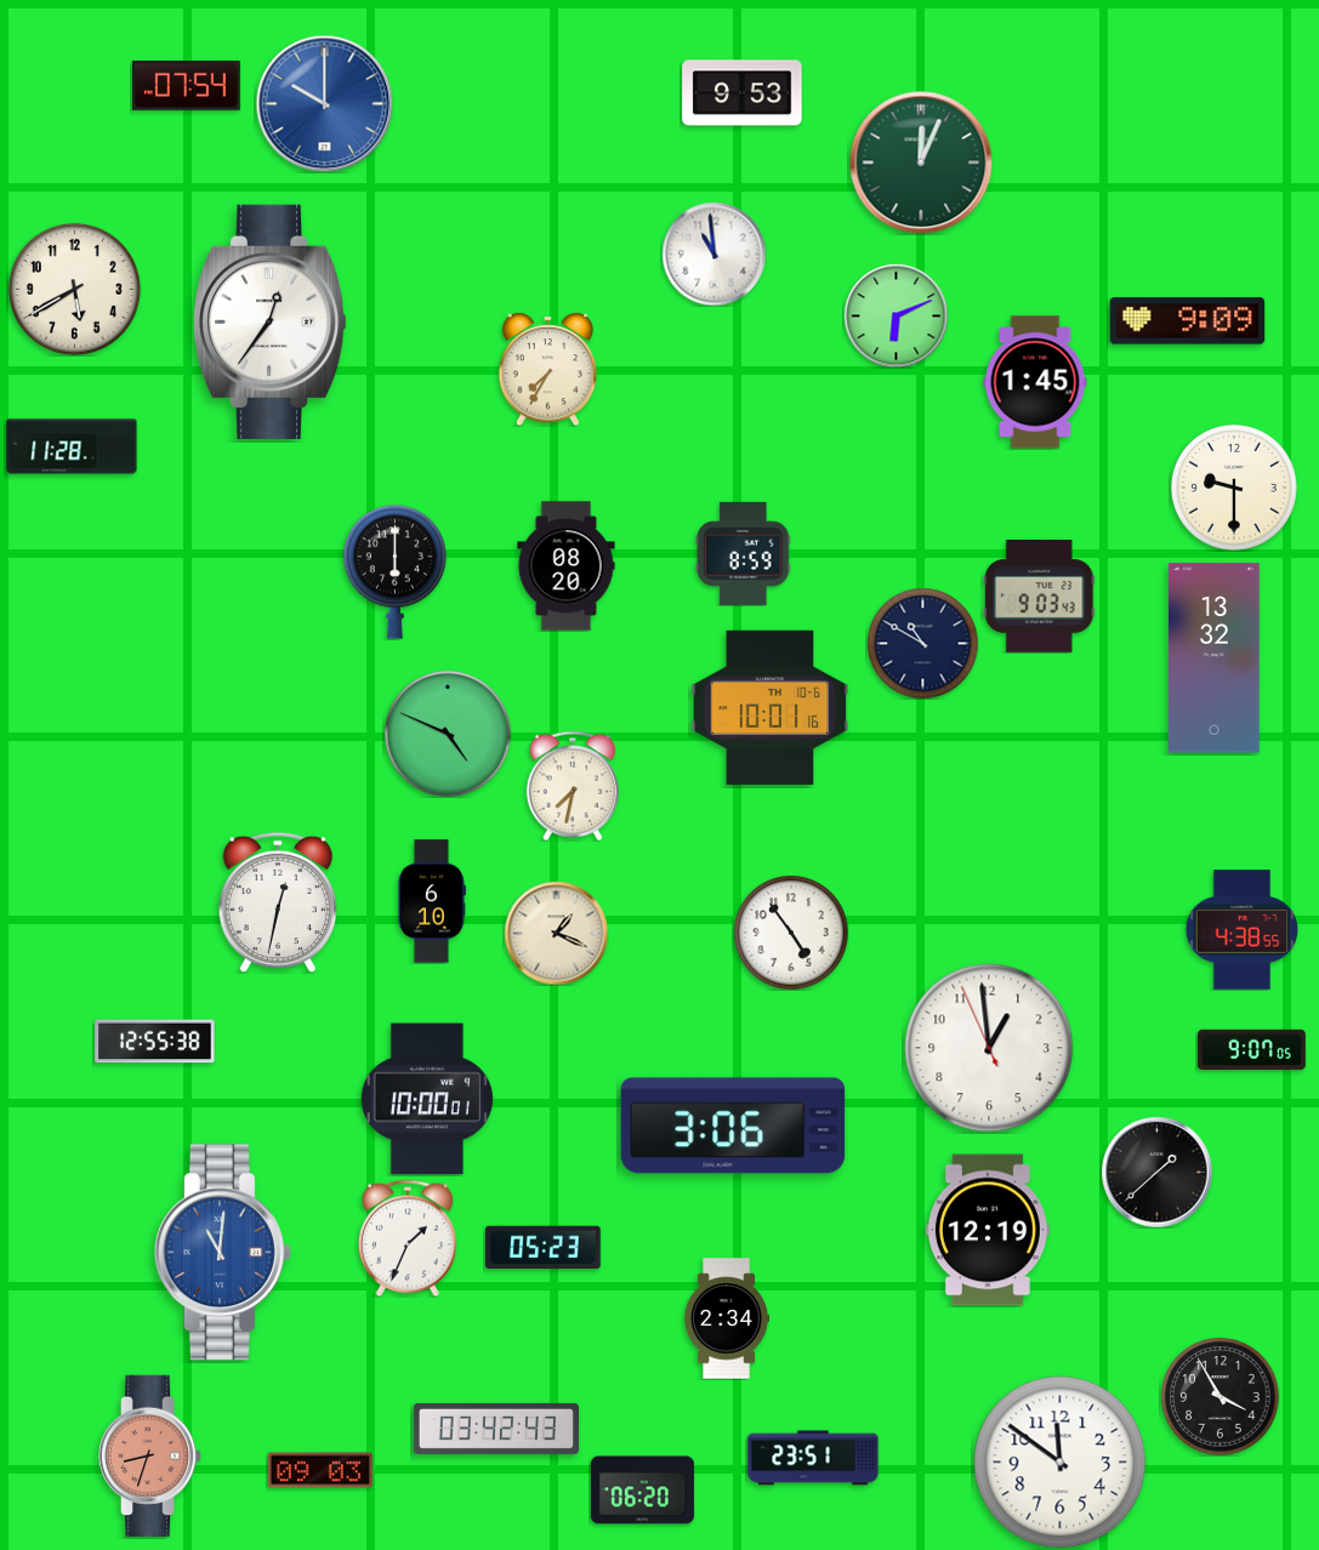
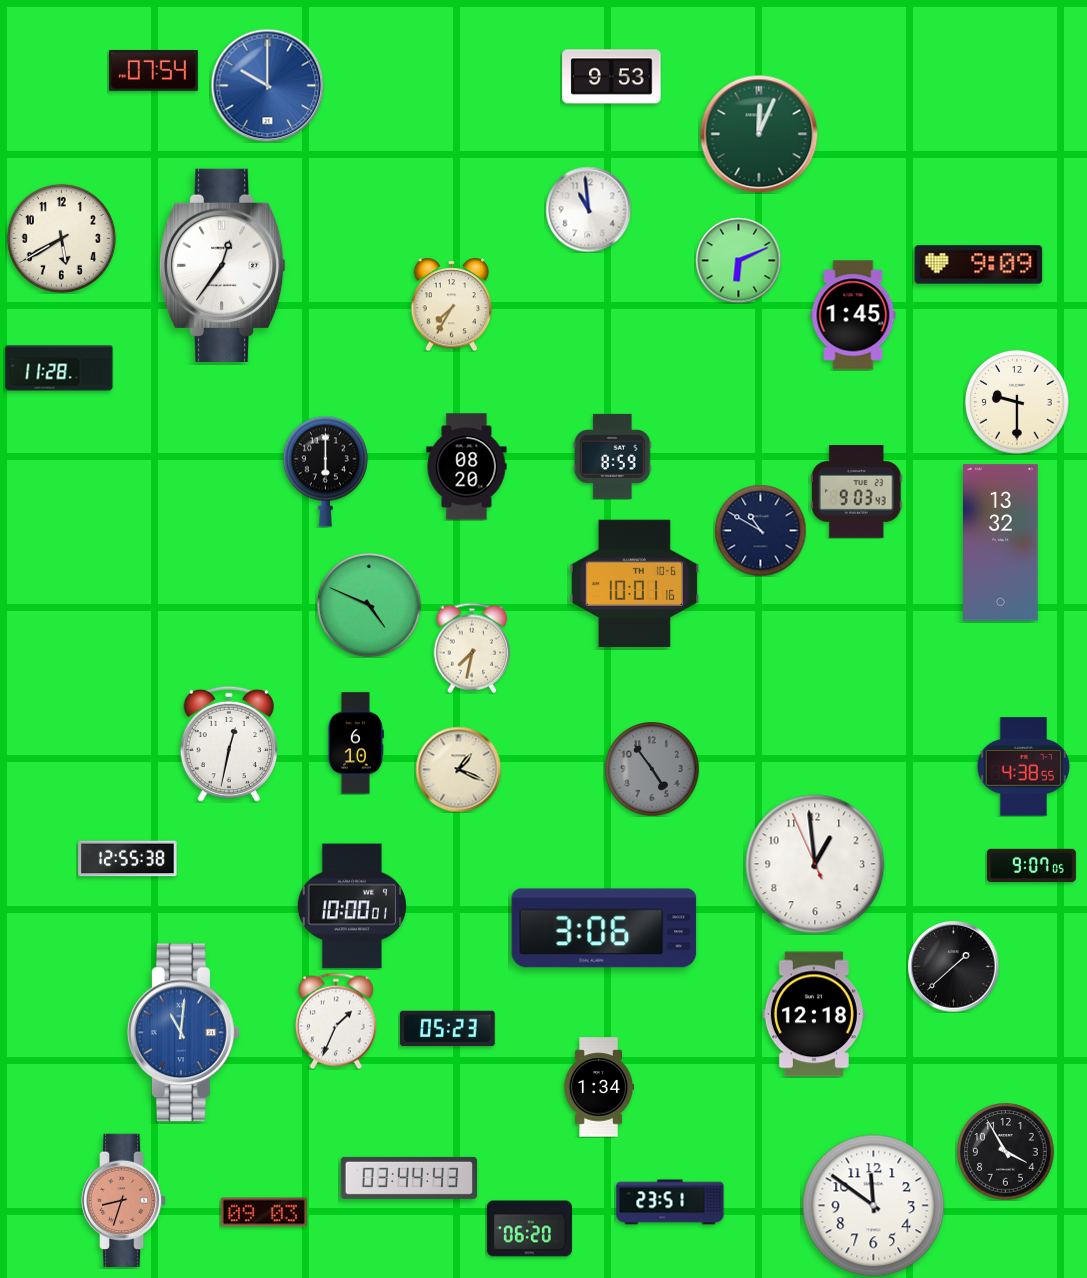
clock at (791, 933) dial: white -> grey
clock at (988, 1230): 12:19 -> 12:18
clock at (727, 1318): 2:34 -> 1:34
clock at (496, 1429): 03:42 -> 03:44
